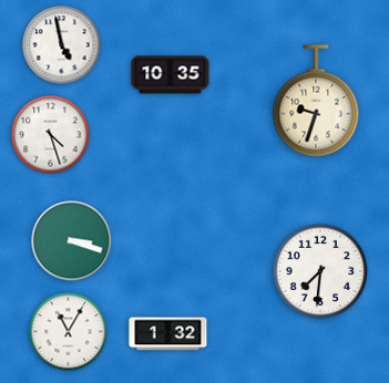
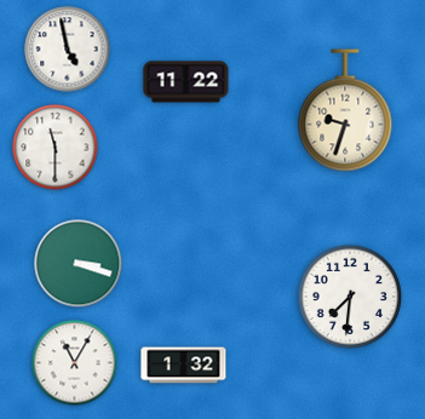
clock at (171, 75): 10:35 -> 11:22
clock at (51, 135): 4:27 -> 11:30
